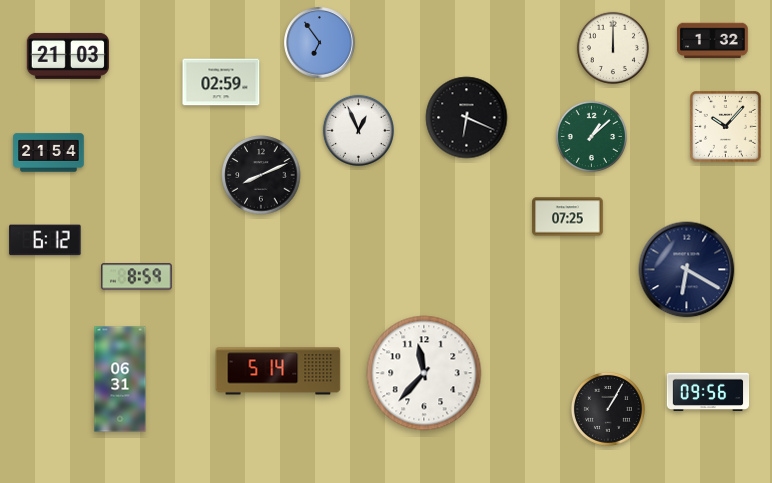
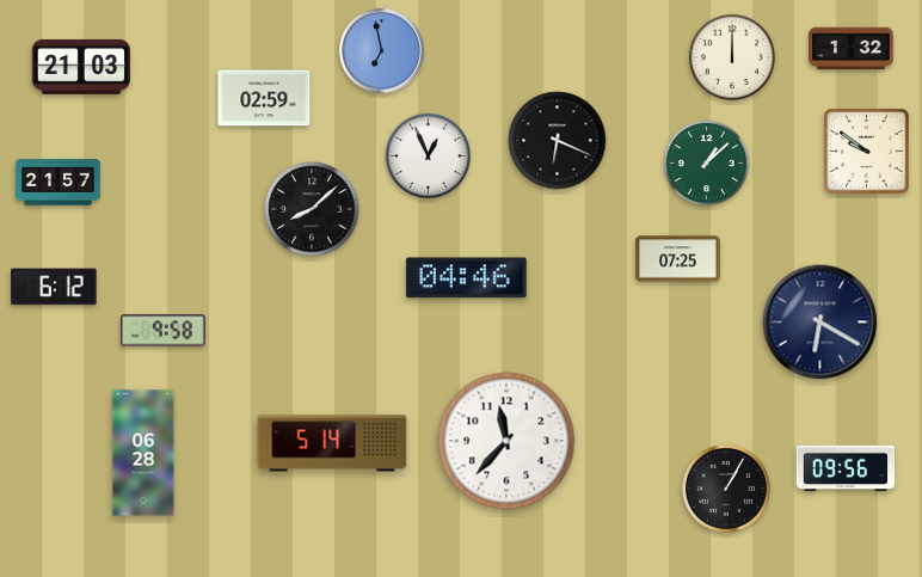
clock at (320, 43): 6:54 -> 6:58
clock at (726, 127): 10:07 -> 9:51
clock at (49, 153): 21:54 -> 21:57
clock at (261, 175): 8:11 -> 8:08
clock at (466, 278): none -> 04:46
clock at (137, 277): 8:59 -> 9:58
clock at (424, 373) position: (424, 373) -> (506, 441)
clock at (120, 379): 06:31 -> 06:28
